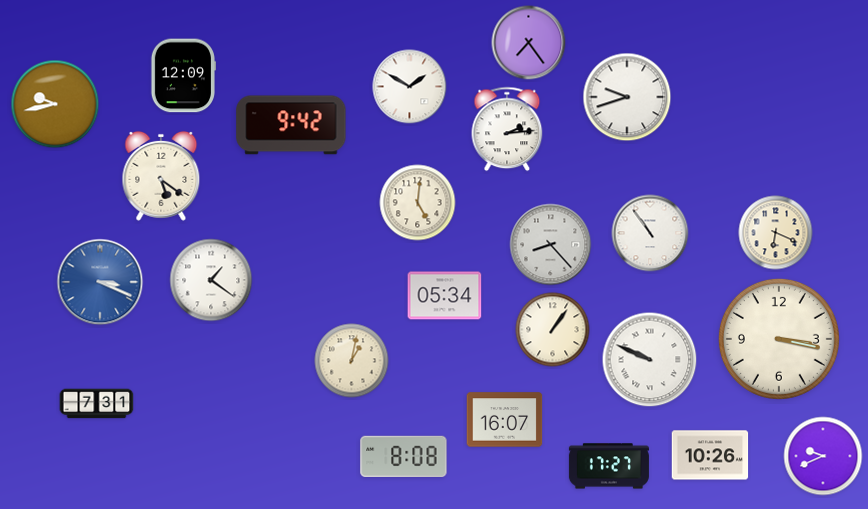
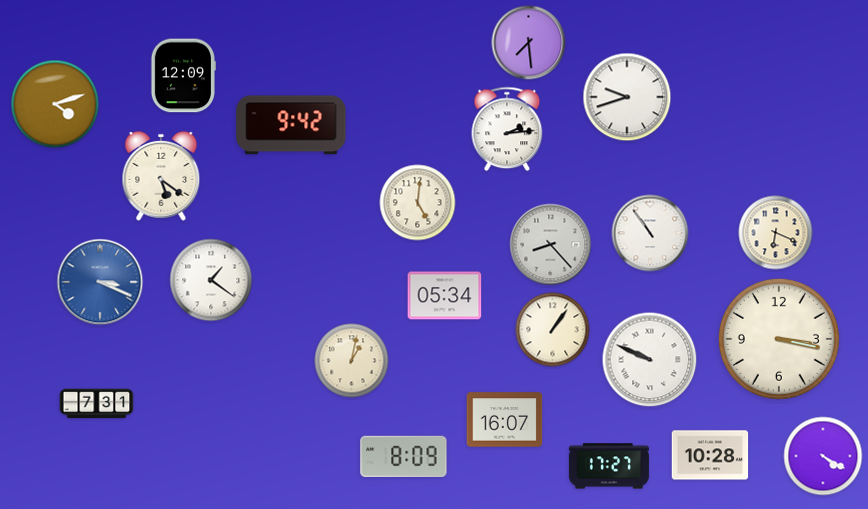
clock at (529, 43): 7:24 -> 7:29
clock at (410, 87): 1:50 -> none
clock at (55, 104): 9:43 -> 4:12
clock at (710, 455): 10:26 -> 10:28
clock at (823, 456): 9:41 -> 4:20
clock at (404, 457): 8:08 -> 8:09
